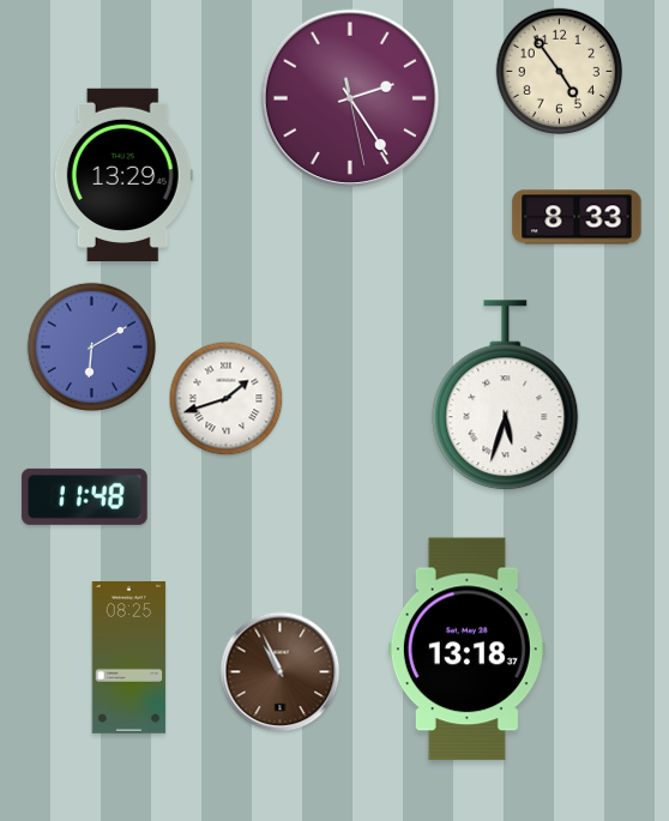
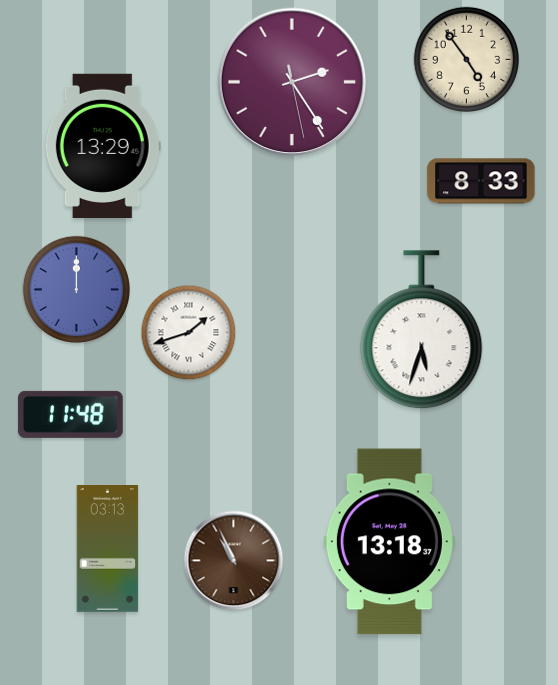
clock at (91, 346): 6:10 -> 12:00
clock at (129, 658): 08:25 -> 03:13
